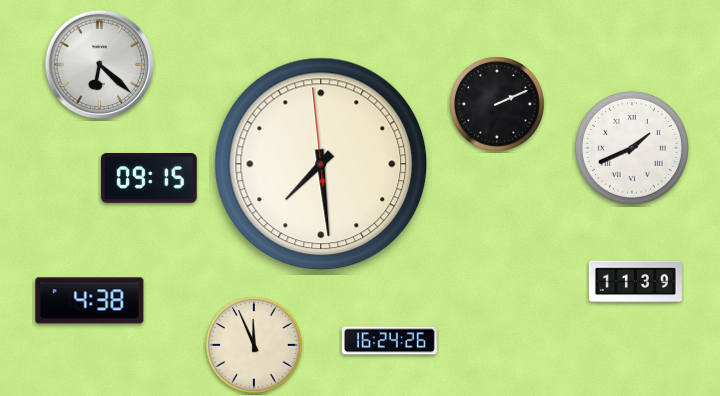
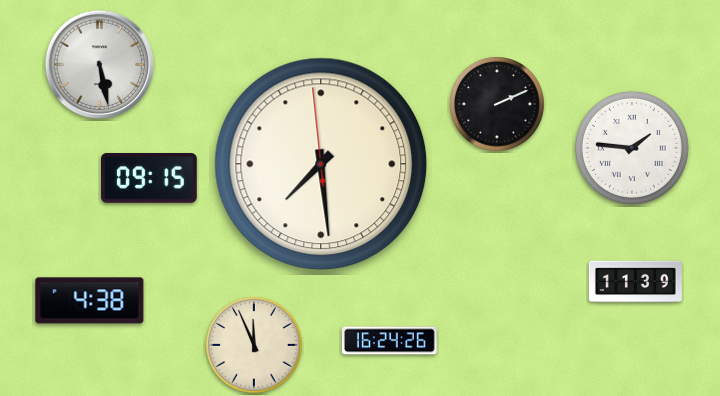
clock at (99, 64): 6:22 -> 5:28
clock at (632, 148): 1:41 -> 1:46
